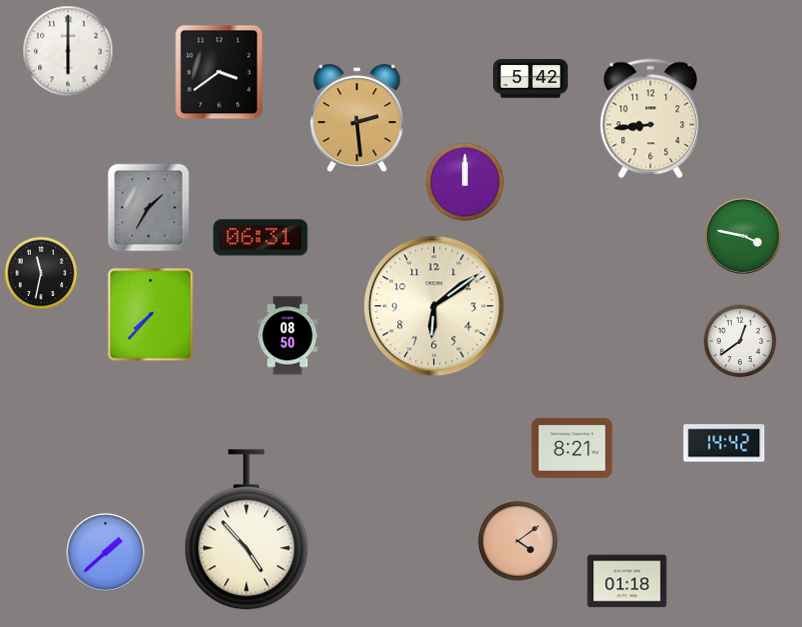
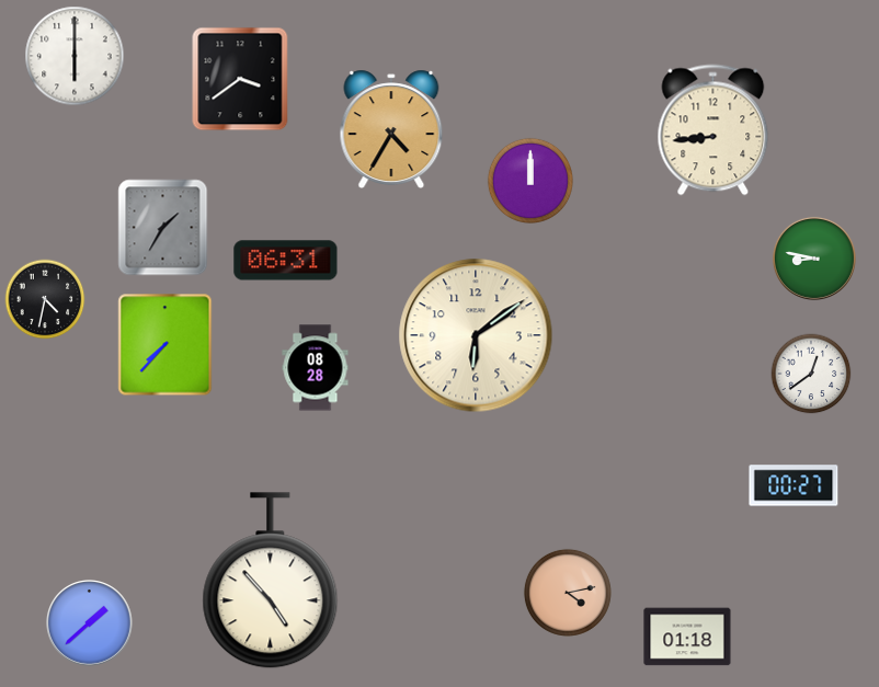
clock at (531, 79): 5:42 -> none
clock at (357, 117): 2:29 -> 4:35
clock at (465, 182) position: (465, 182) -> (530, 181)
clock at (743, 236): 3:47 -> 8:47
clock at (41, 273): 11:32 -> 4:32
clock at (288, 336): 08:50 -> 08:28
clock at (724, 443): 14:42 -> 00:27
clock at (572, 448): 8:21 -> none
clock at (518, 541): 4:09 -> 4:13
clock at (106, 553) position: (106, 553) -> (90, 623)
